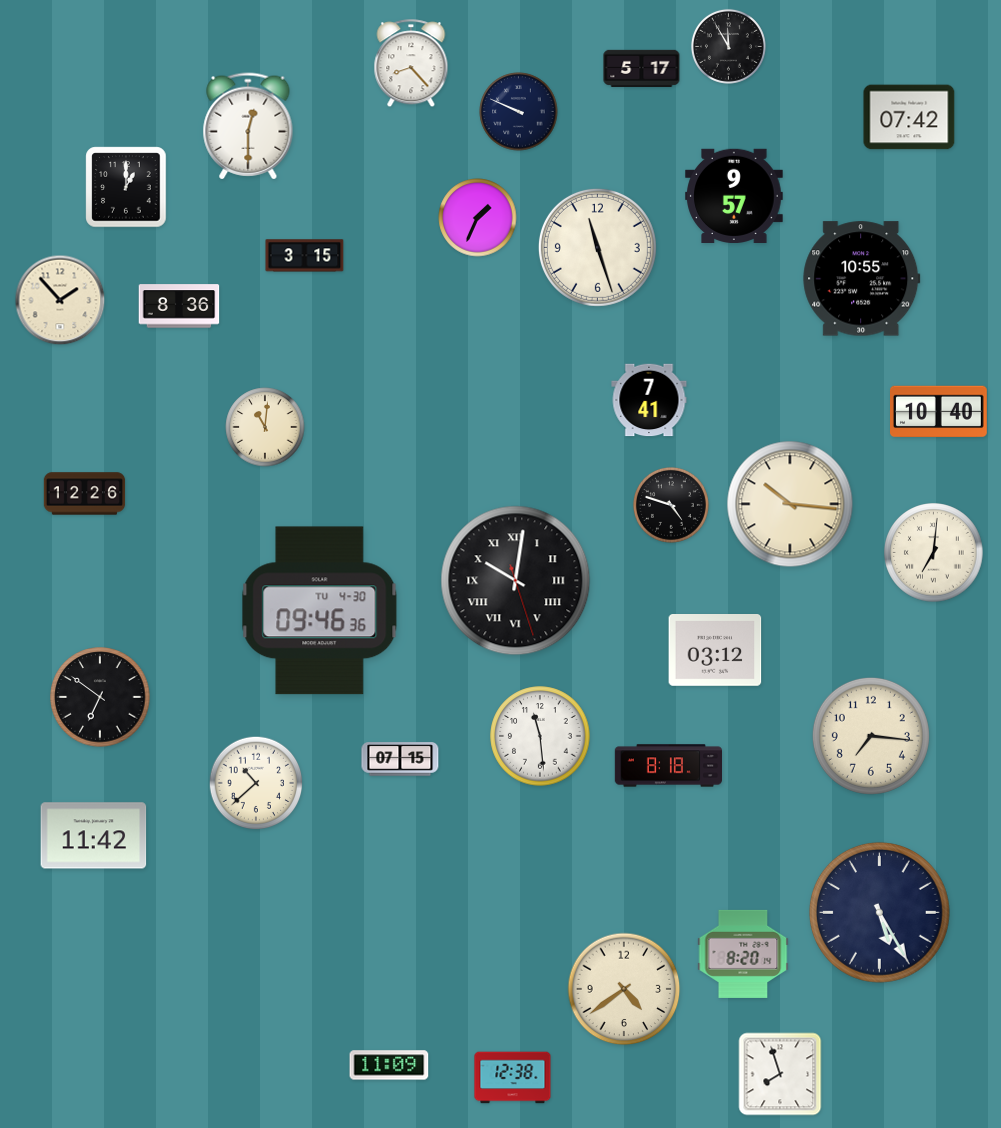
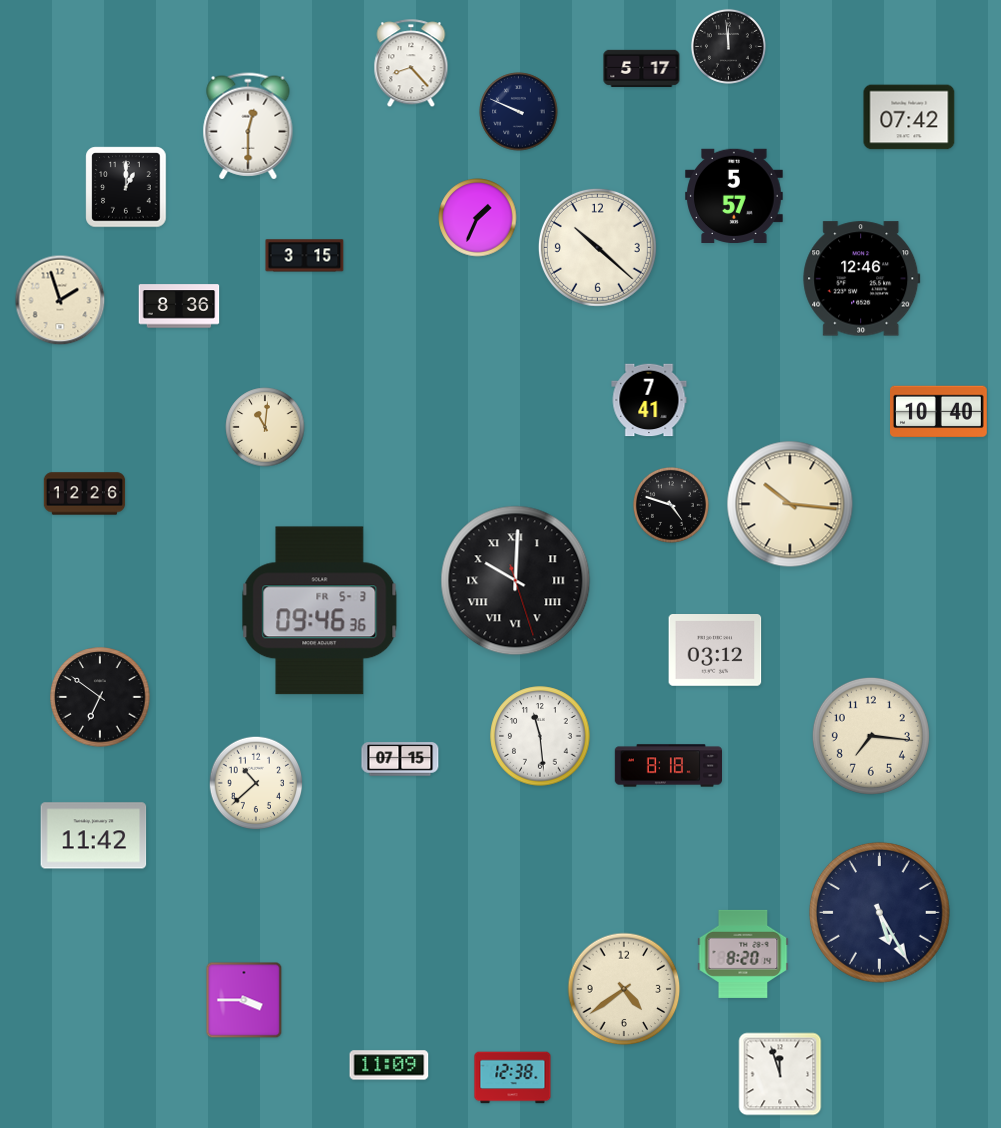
clock at (728, 46): 11:55 -> 11:59
clock at (734, 195): 9:57 -> 5:57
clock at (597, 247): 11:27 -> 10:22
clock at (862, 279): 10:55 -> 12:46
clock at (60, 300): 1:53 -> 1:57
clock at (934, 553): 7:01 -> none
clock at (516, 581): 10:01 -> 10:00
clock at (320, 611) date: TU 4-30 -> FR 5-3
clock at (244, 1000): none -> 3:45
clock at (780, 1074): 7:57 -> 11:57
